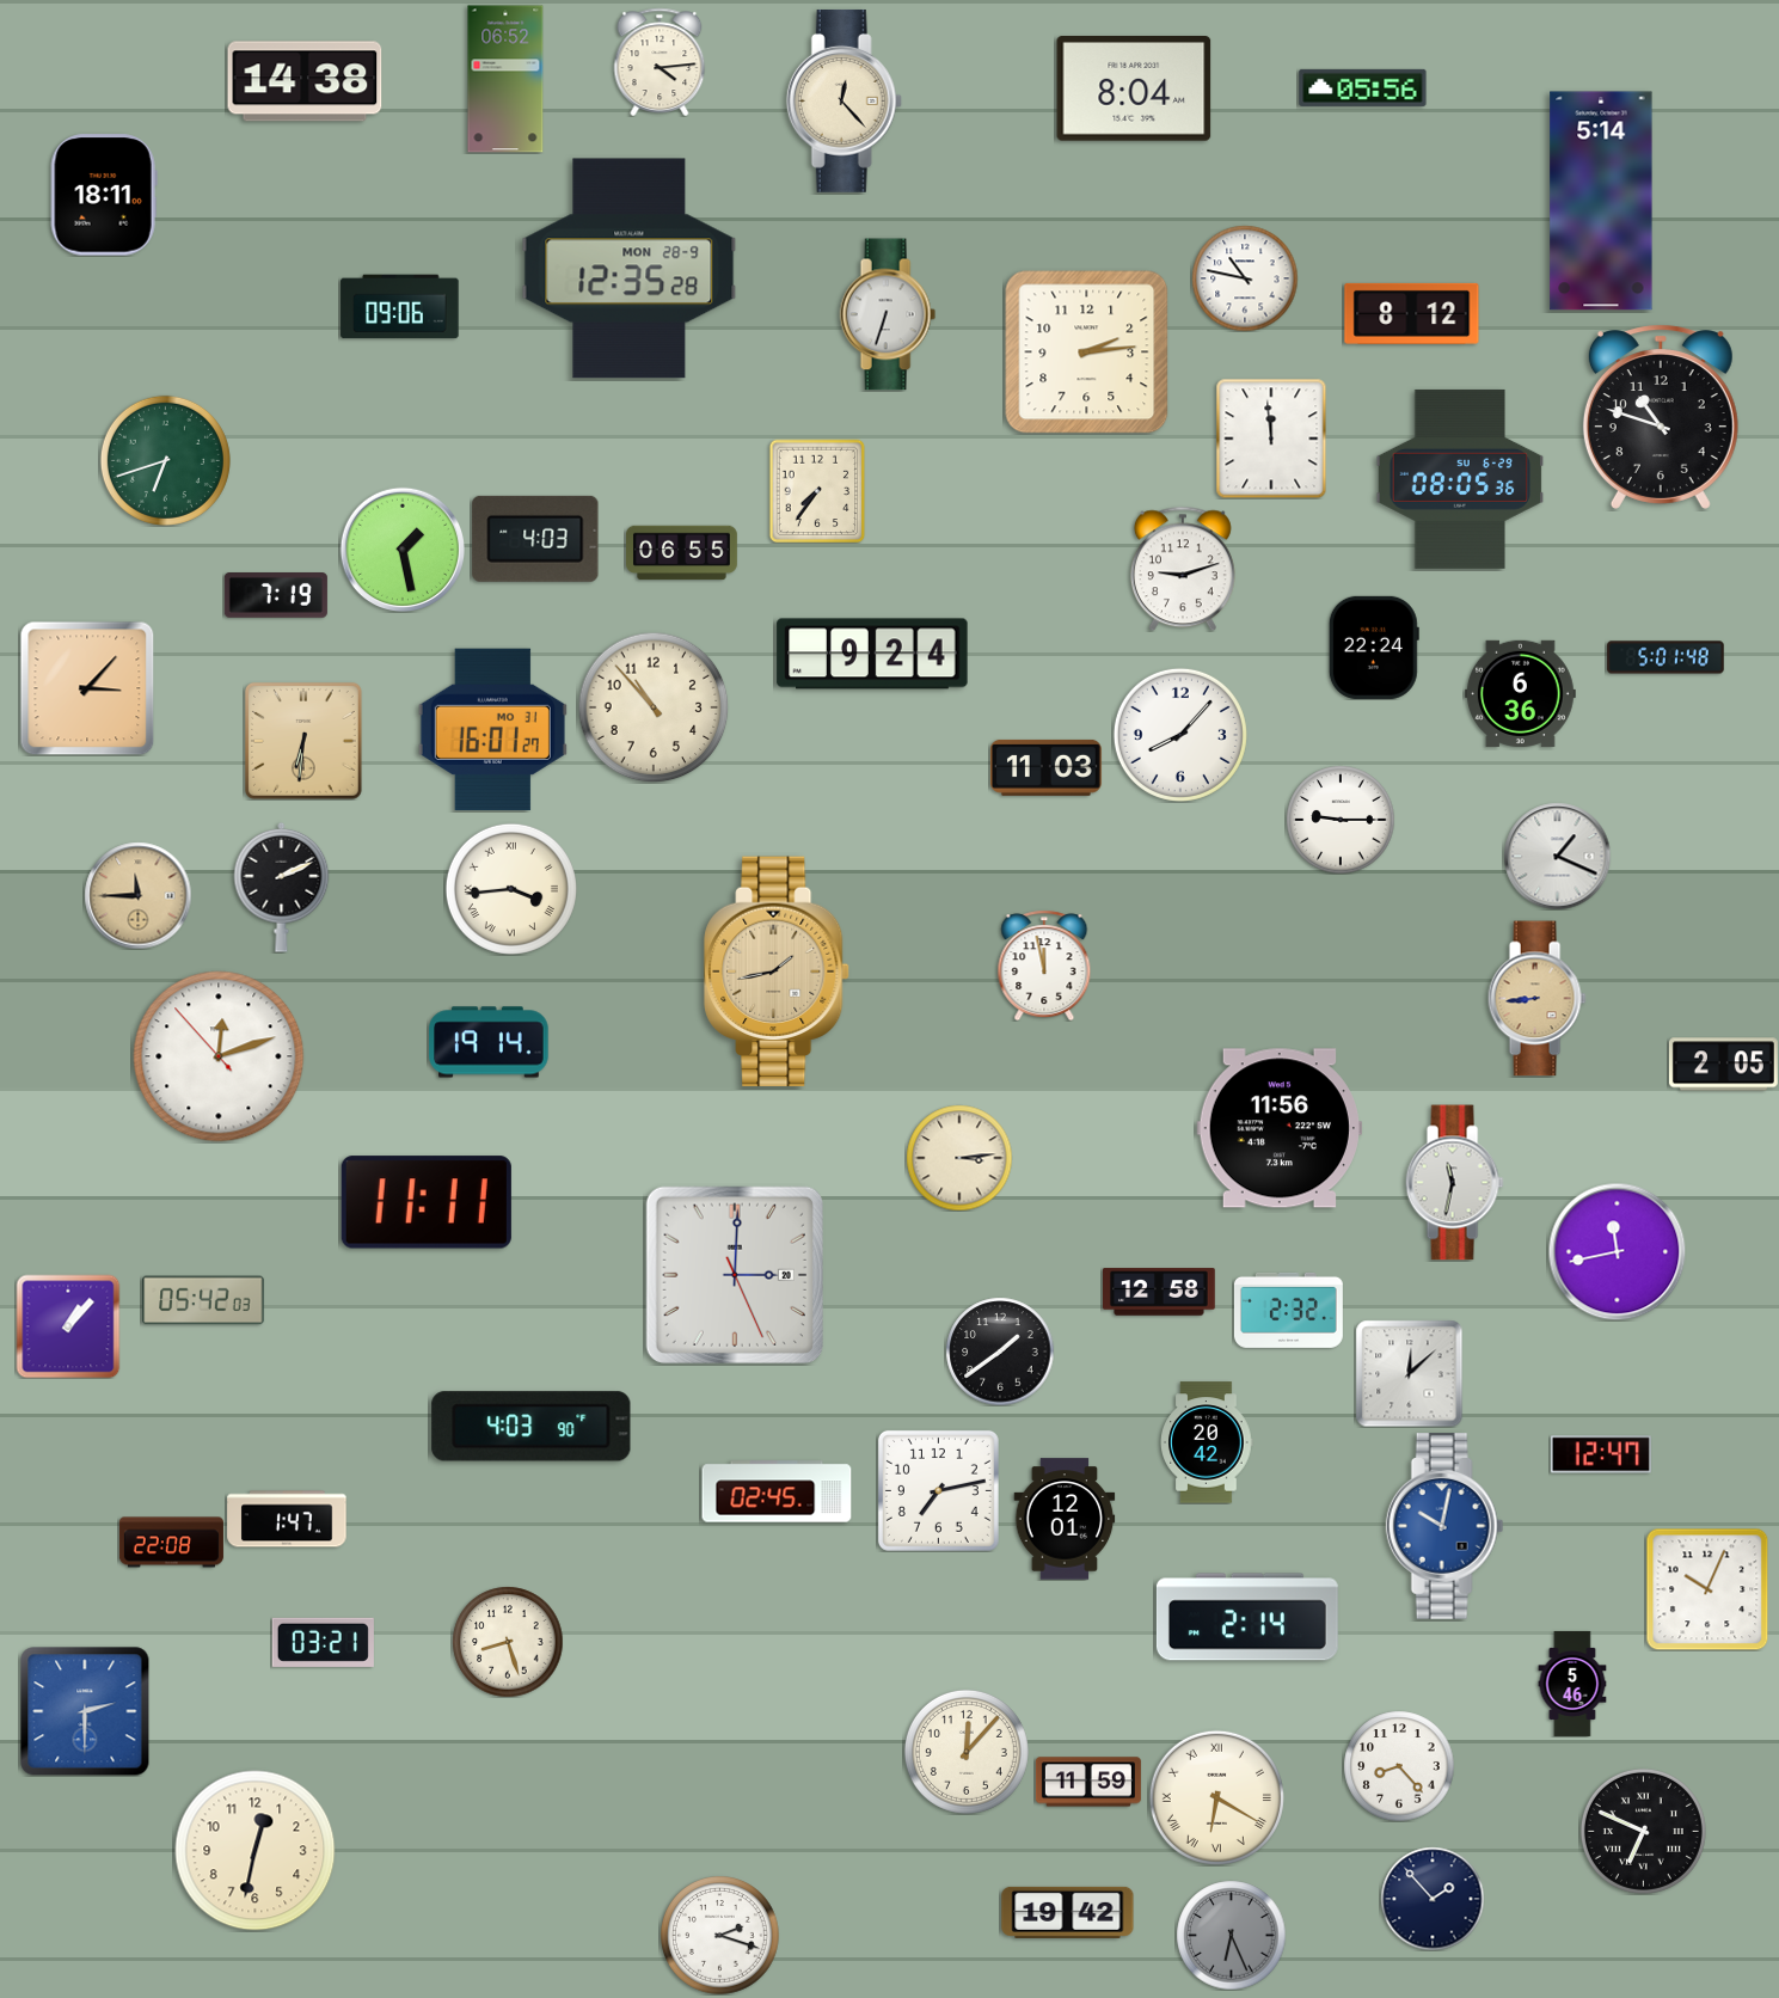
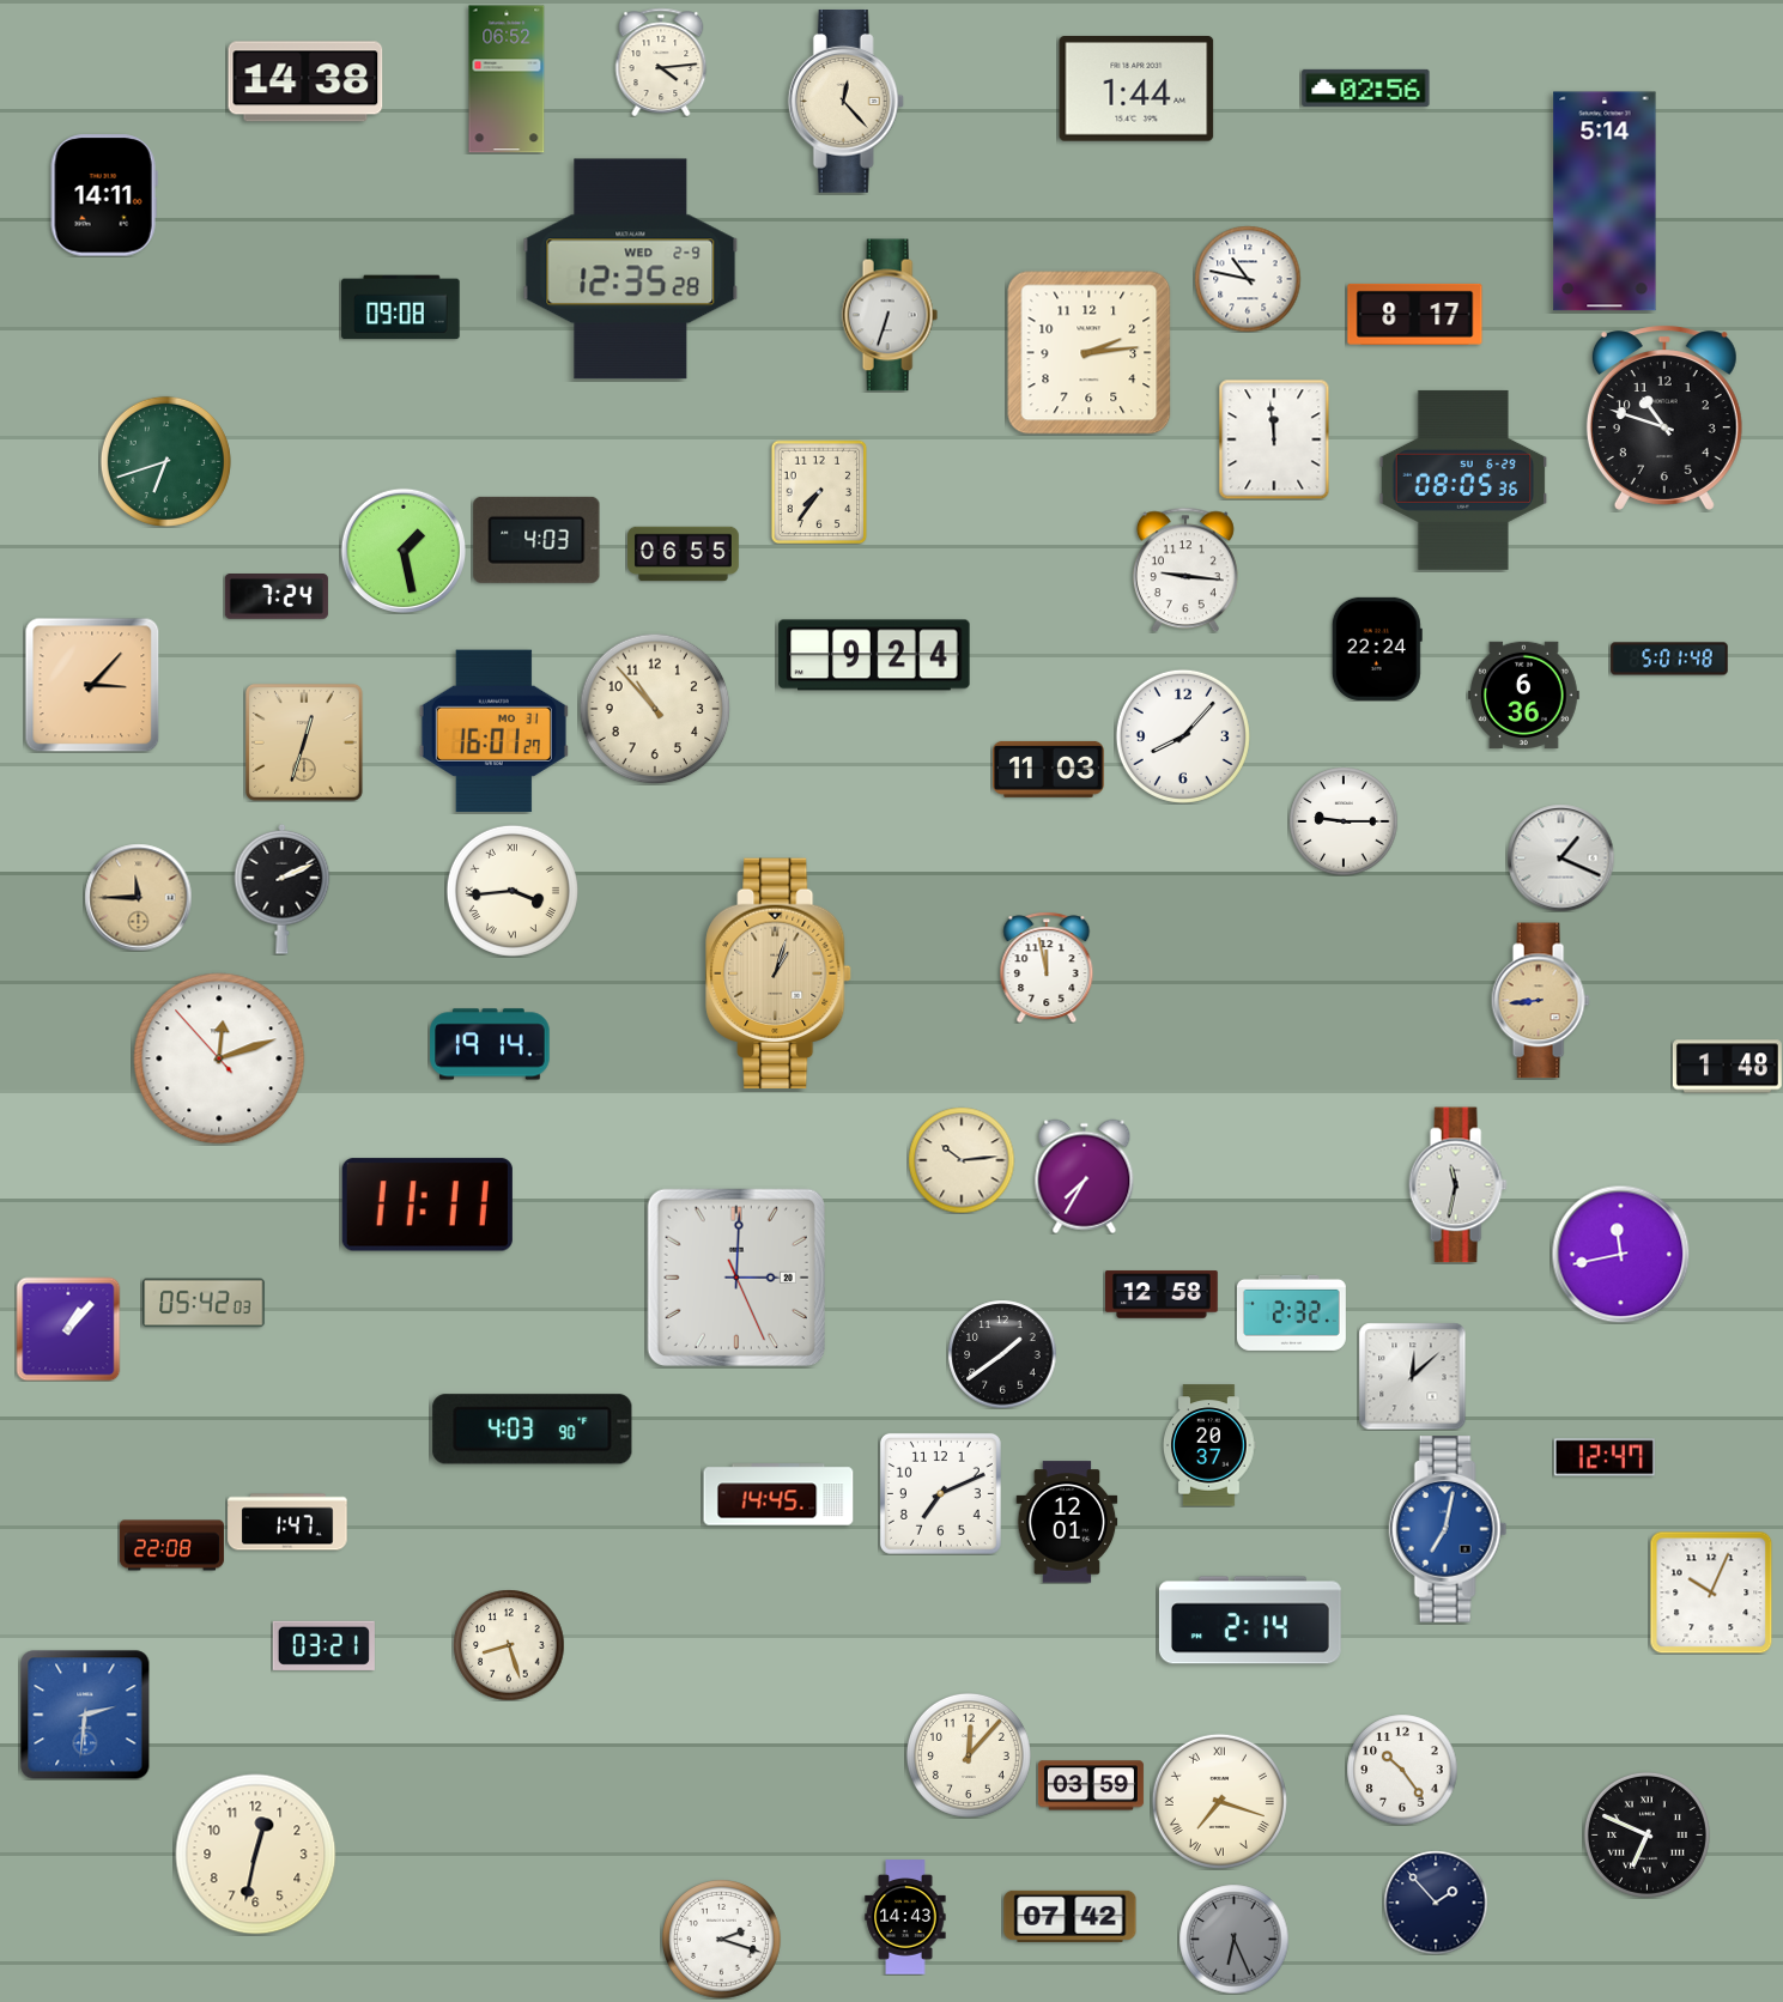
clock at (1363, 87): 05:56 -> 02:56
clock at (1134, 90): 8:04 -> 1:44
clock at (104, 195): 18:11 -> 14:11
clock at (630, 269) date: MON 28-9 -> WED 2-9
clock at (400, 307): 09:06 -> 09:08
clock at (1412, 313): 8:12 -> 8:17
clock at (1183, 569): 9:12 -> 9:16
clock at (276, 596): 7:19 -> 7:24
clock at (87, 688) position: (87, 688) -> (92, 685)
clock at (303, 741): 6:31 -> 12:33
clock at (777, 972): 1:43 -> 1:03
clock at (1723, 1065): 2:05 -> 1:48
clock at (1280, 1128): 11:56 -> none
clock at (959, 1158): 3:14 -> 10:14
clock at (1085, 1176): none -> 7:35
clock at (1207, 1442): 20:42 -> 20:37
clock at (938, 1490): 7:13 -> 7:11
clock at (777, 1491): 02:45 -> 14:45
clock at (1444, 1527): 10:02 -> 7:02
clock at (1572, 1684): 5:46 -> none
clock at (85, 1711): 2:30 -> 2:31
clock at (1399, 1766): 8:23 -> 10:24
clock at (1088, 1782): 11:59 -> 03:59
clock at (1216, 1797): 6:20 -> 7:18
clock at (1068, 1912): 19:42 -> 07:42
clock at (905, 1917): none -> 14:43
